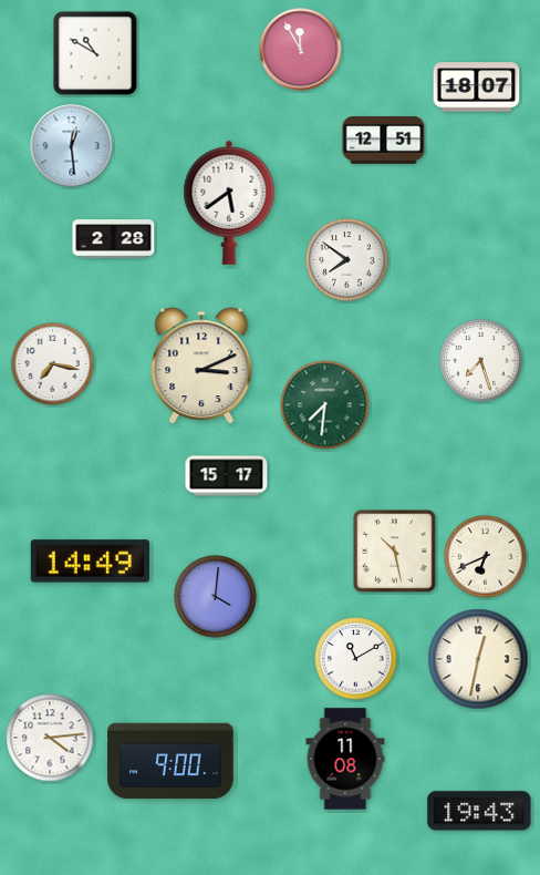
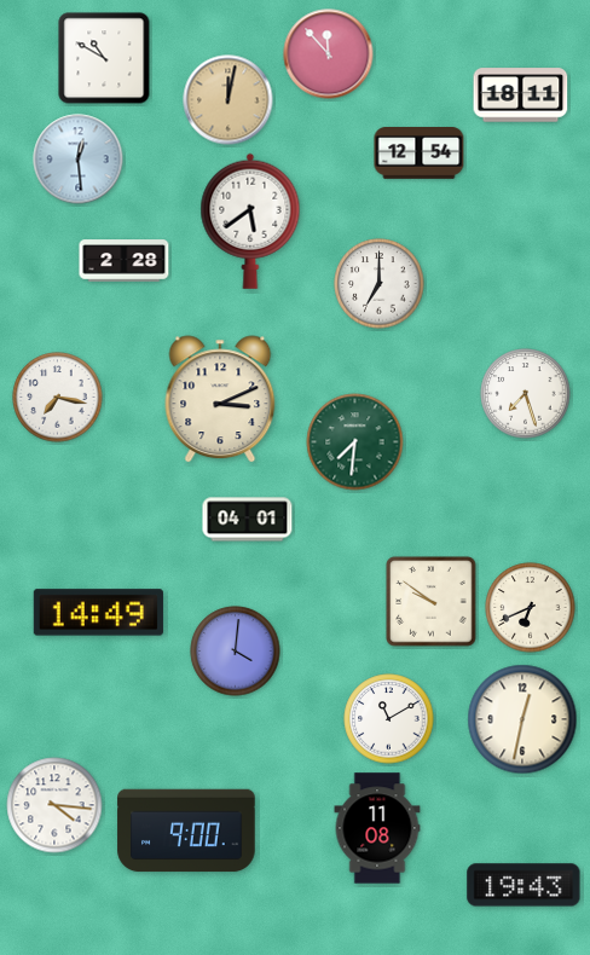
clock at (301, 50): 11:55 -> 11:53
clock at (477, 87): 18:07 -> 18:11
clock at (229, 100): none -> 12:02
clock at (384, 141): 12:51 -> 12:54
clock at (347, 260): 7:51 -> 7:00
clock at (227, 476): 15:17 -> 04:01
clock at (395, 552): 10:28 -> 9:51
clock at (50, 738): 4:14 -> 4:16
